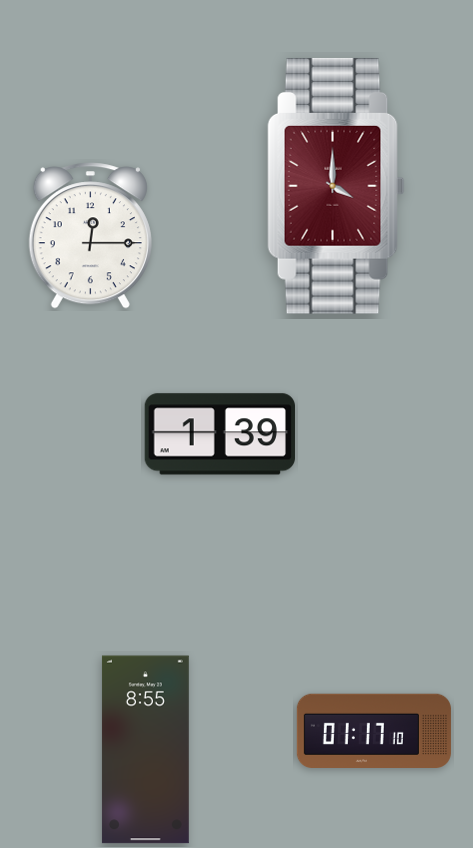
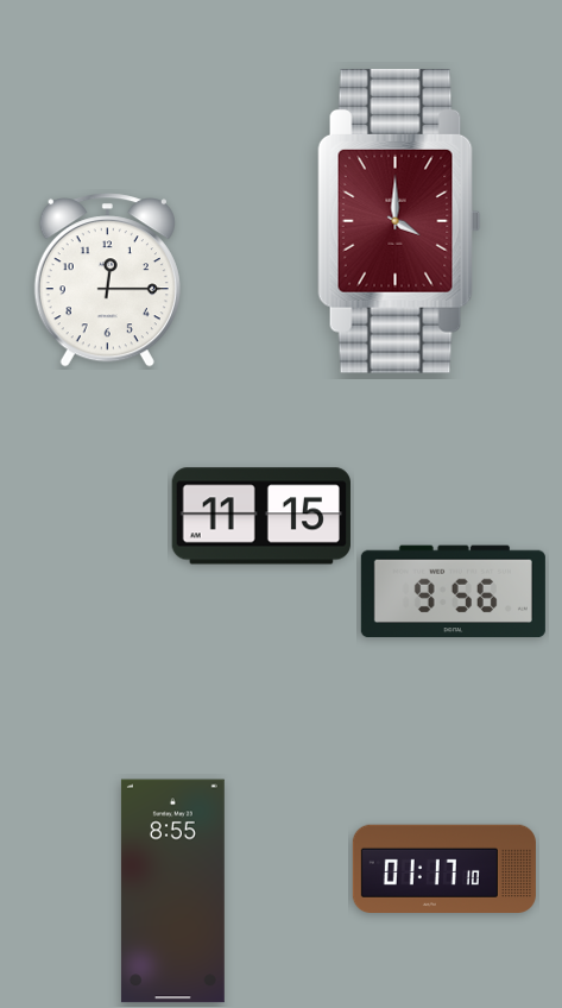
clock at (220, 434): 1:39 -> 11:15
clock at (453, 592): none -> 9:56
